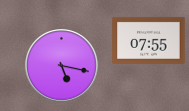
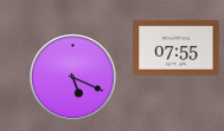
clock at (62, 66): 5:17 -> 5:19
